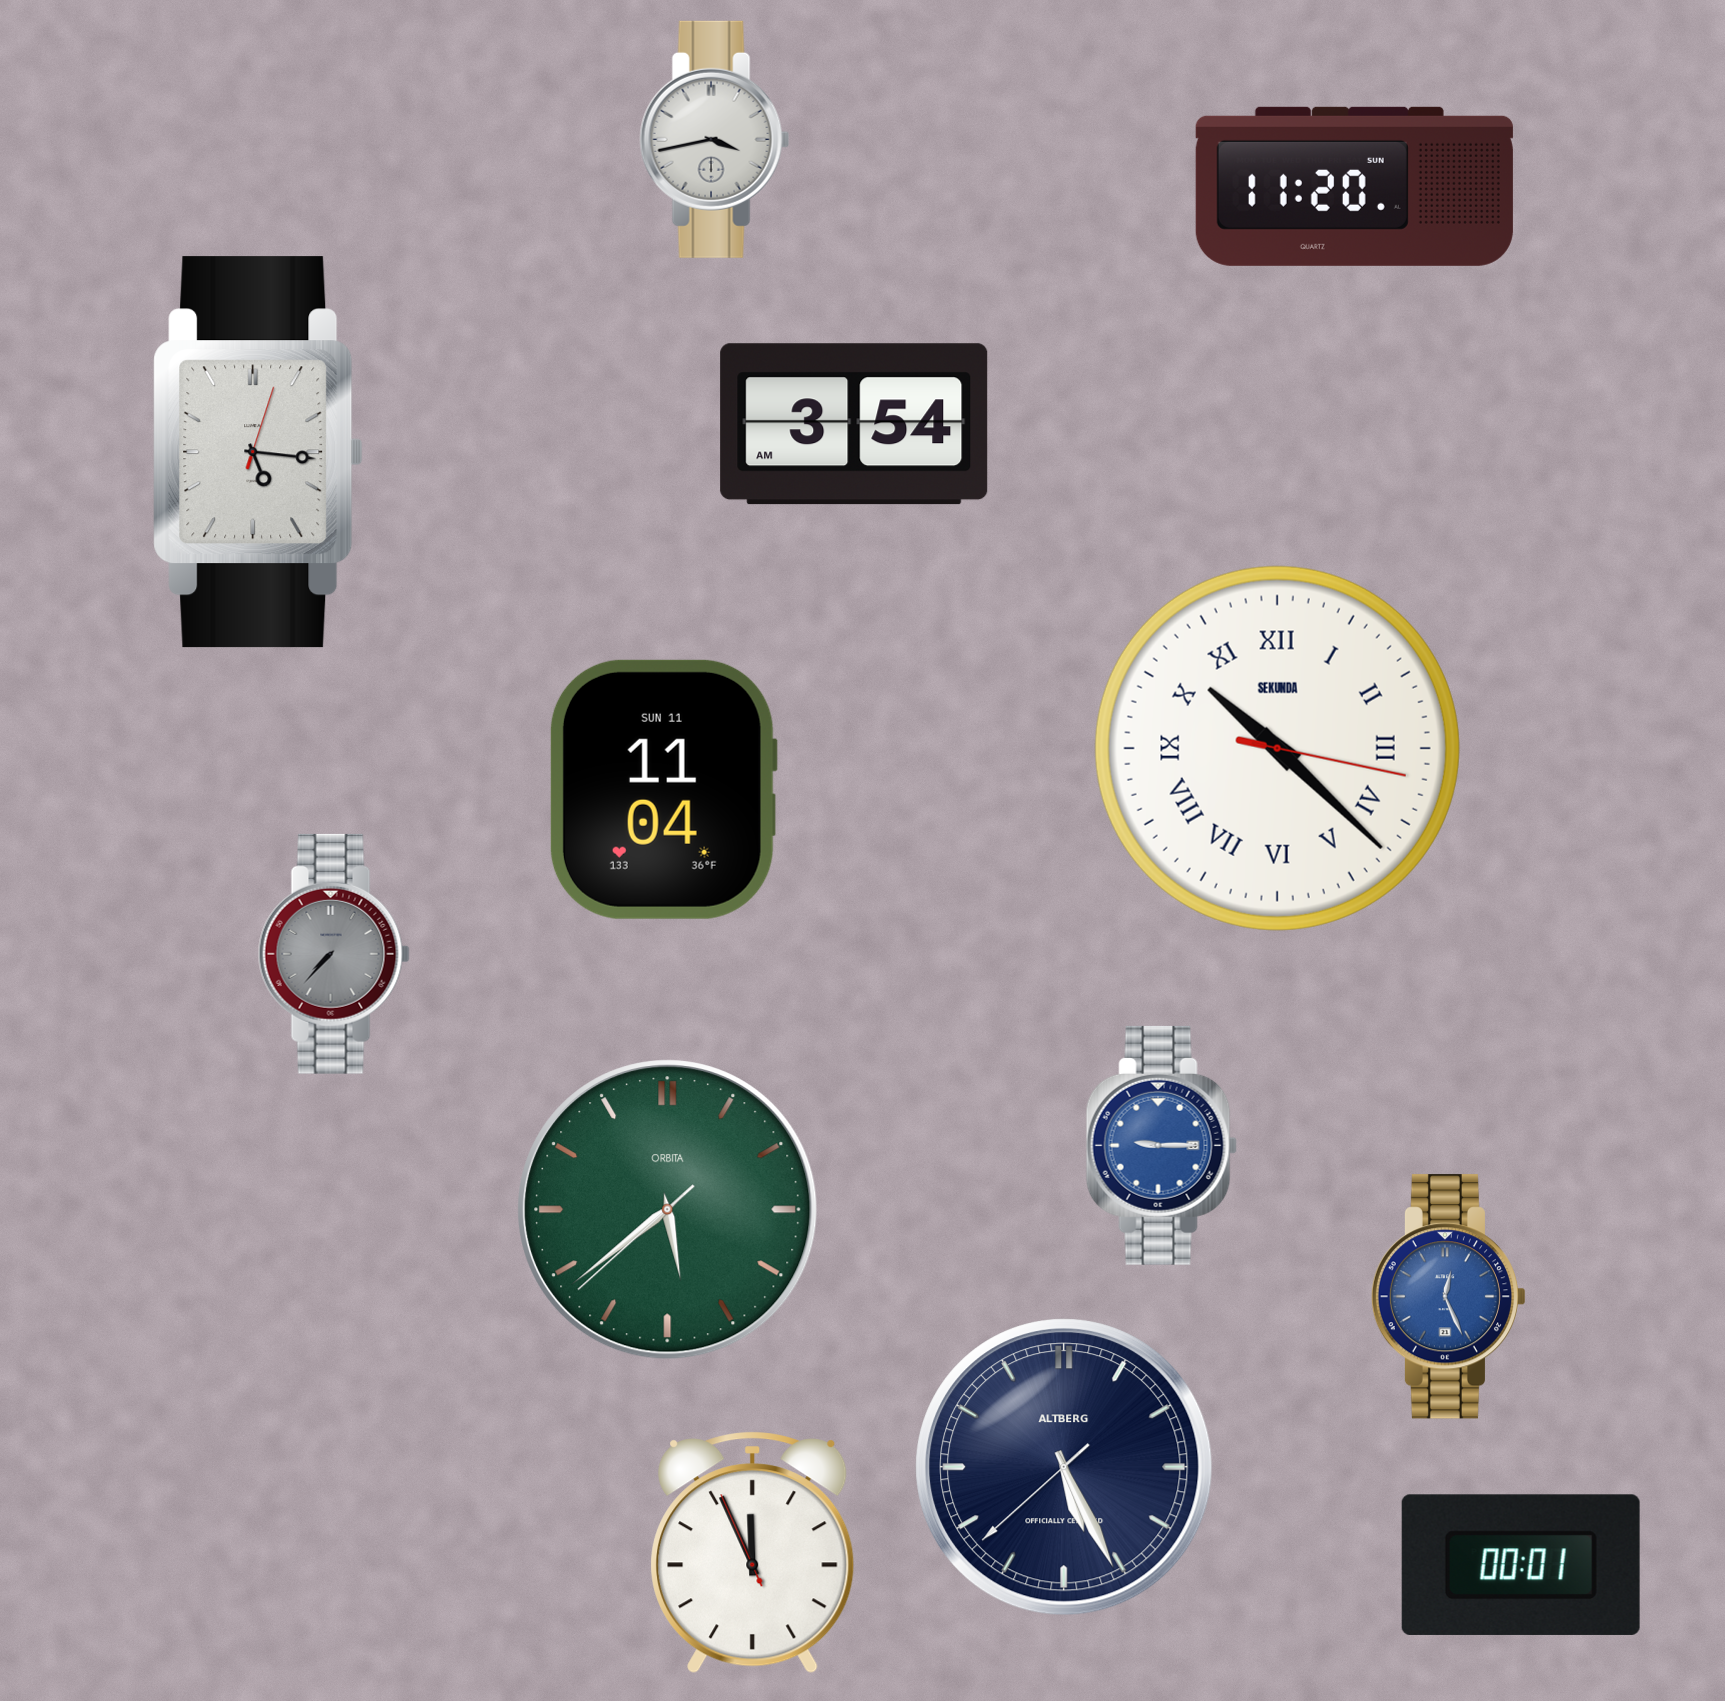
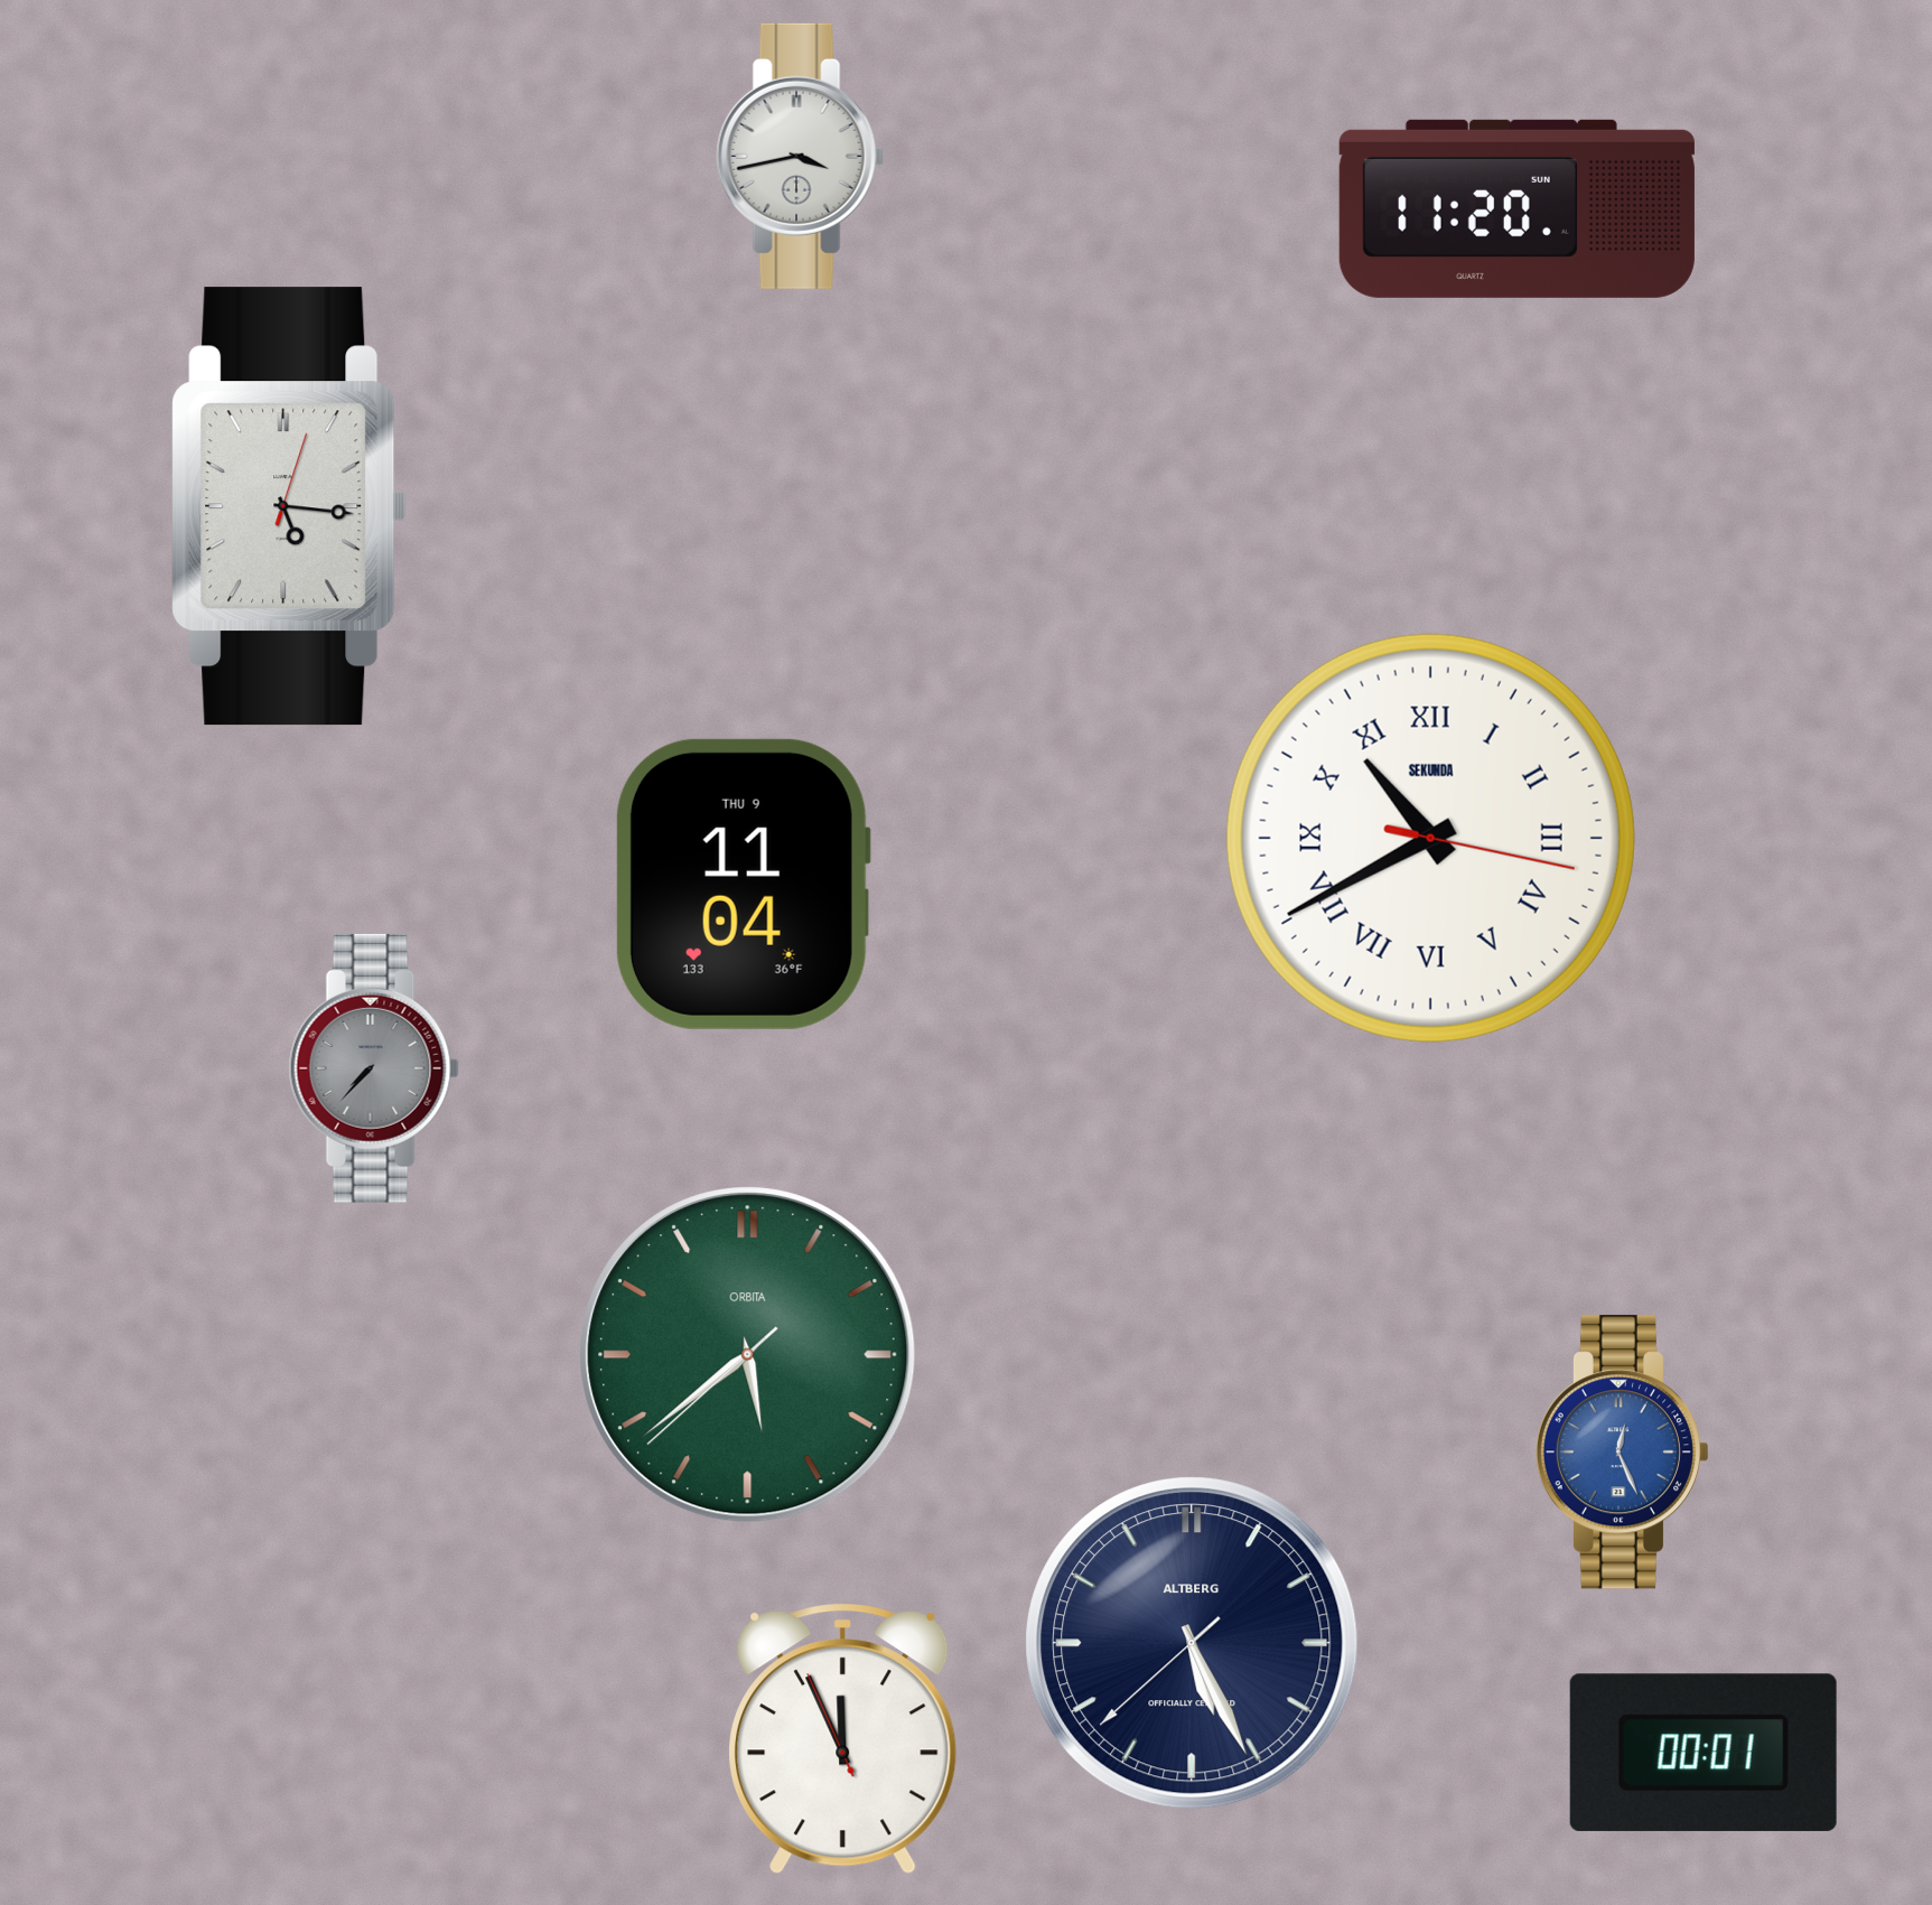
clock at (854, 424): 3:54 -> none
clock at (1277, 748): 10:22 -> 10:40
clock at (663, 789) date: SUN 11 -> THU 9
clock at (1161, 1145): 9:15 -> none
